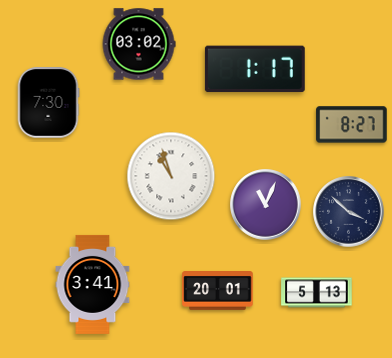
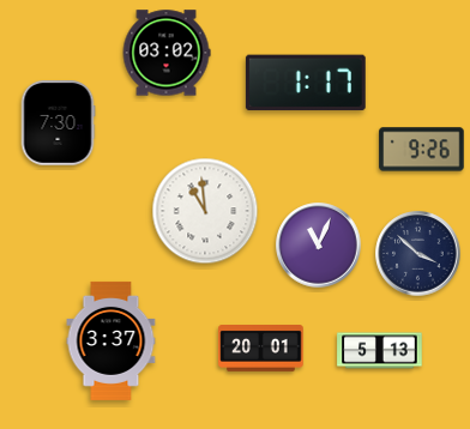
clock at (352, 125): 8:27 -> 9:26
clock at (171, 176): 10:57 -> 10:59
clock at (93, 284): 3:41 -> 3:37
